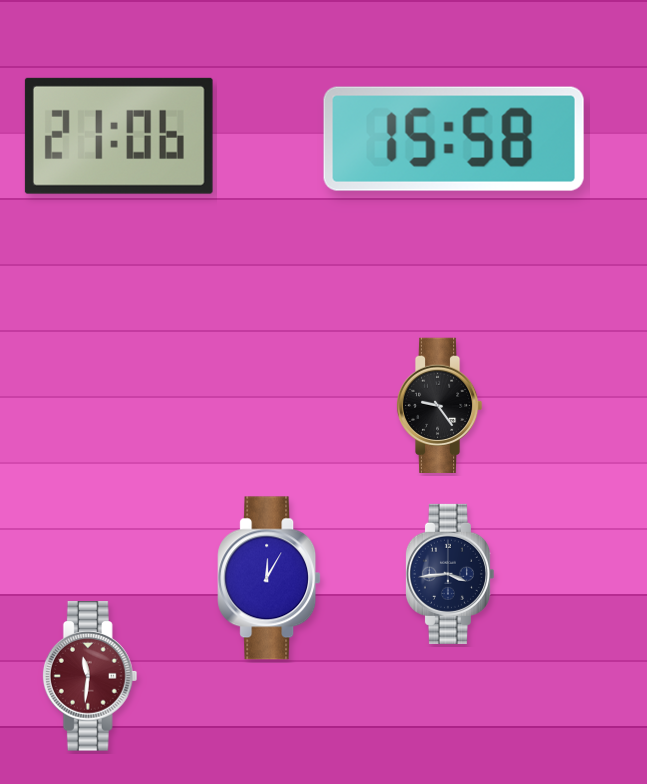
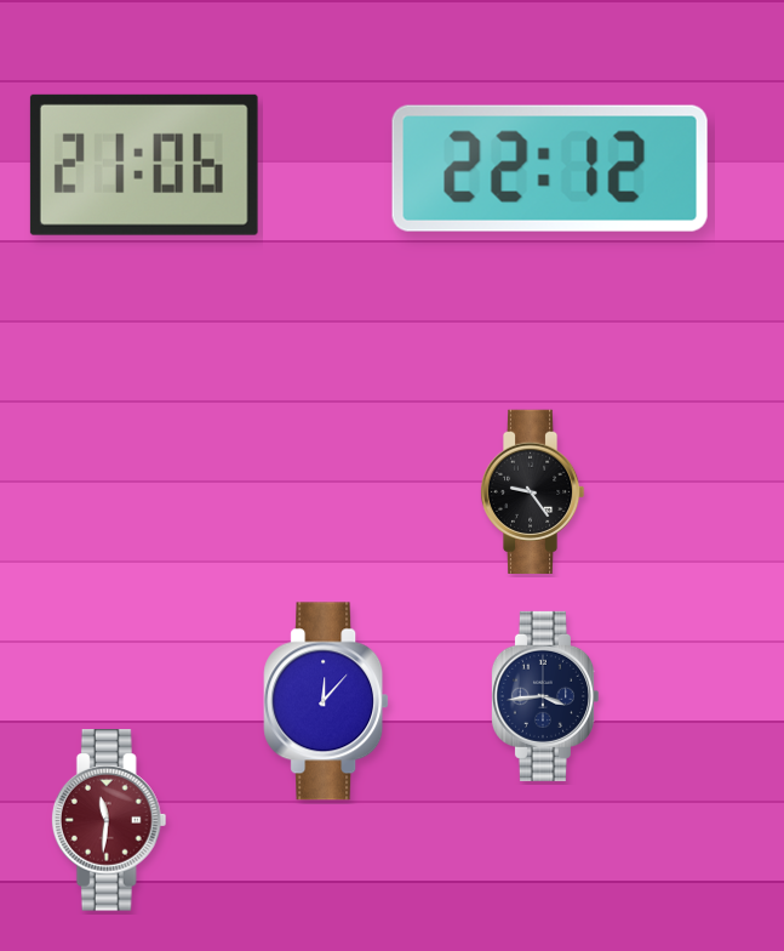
clock at (454, 139): 15:58 -> 22:12
clock at (269, 578): 12:05 -> 12:07
